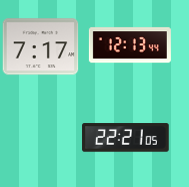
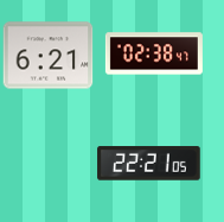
clock at (130, 45): 12:13 -> 02:38
clock at (41, 47): 7:17 -> 6:21
